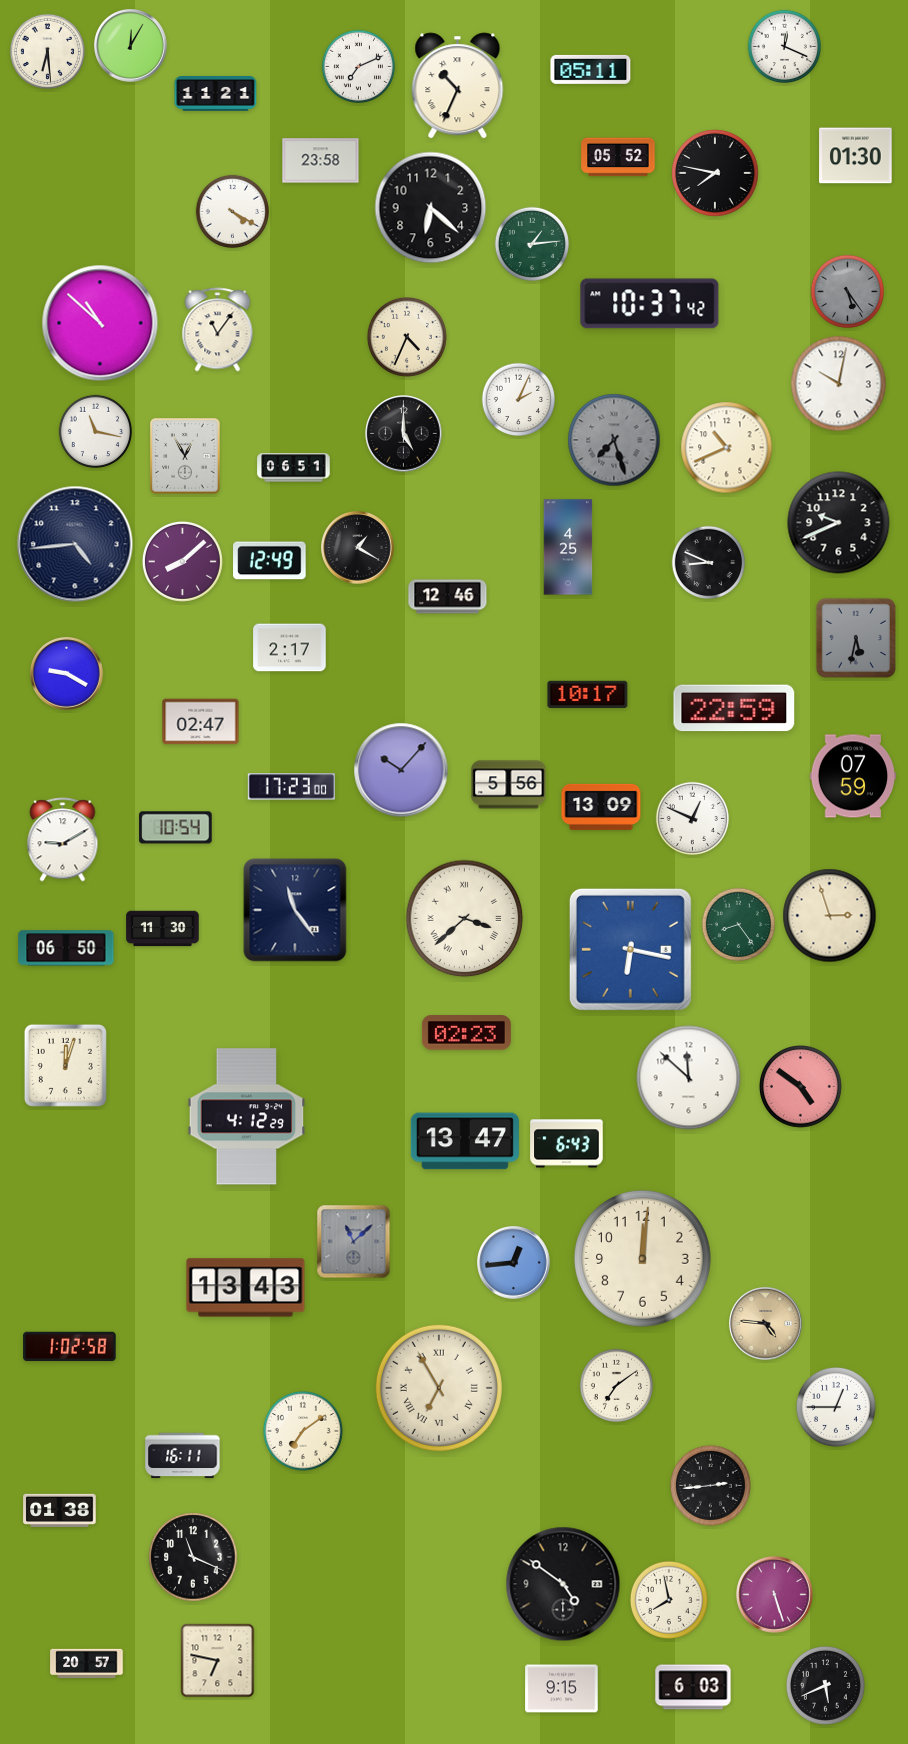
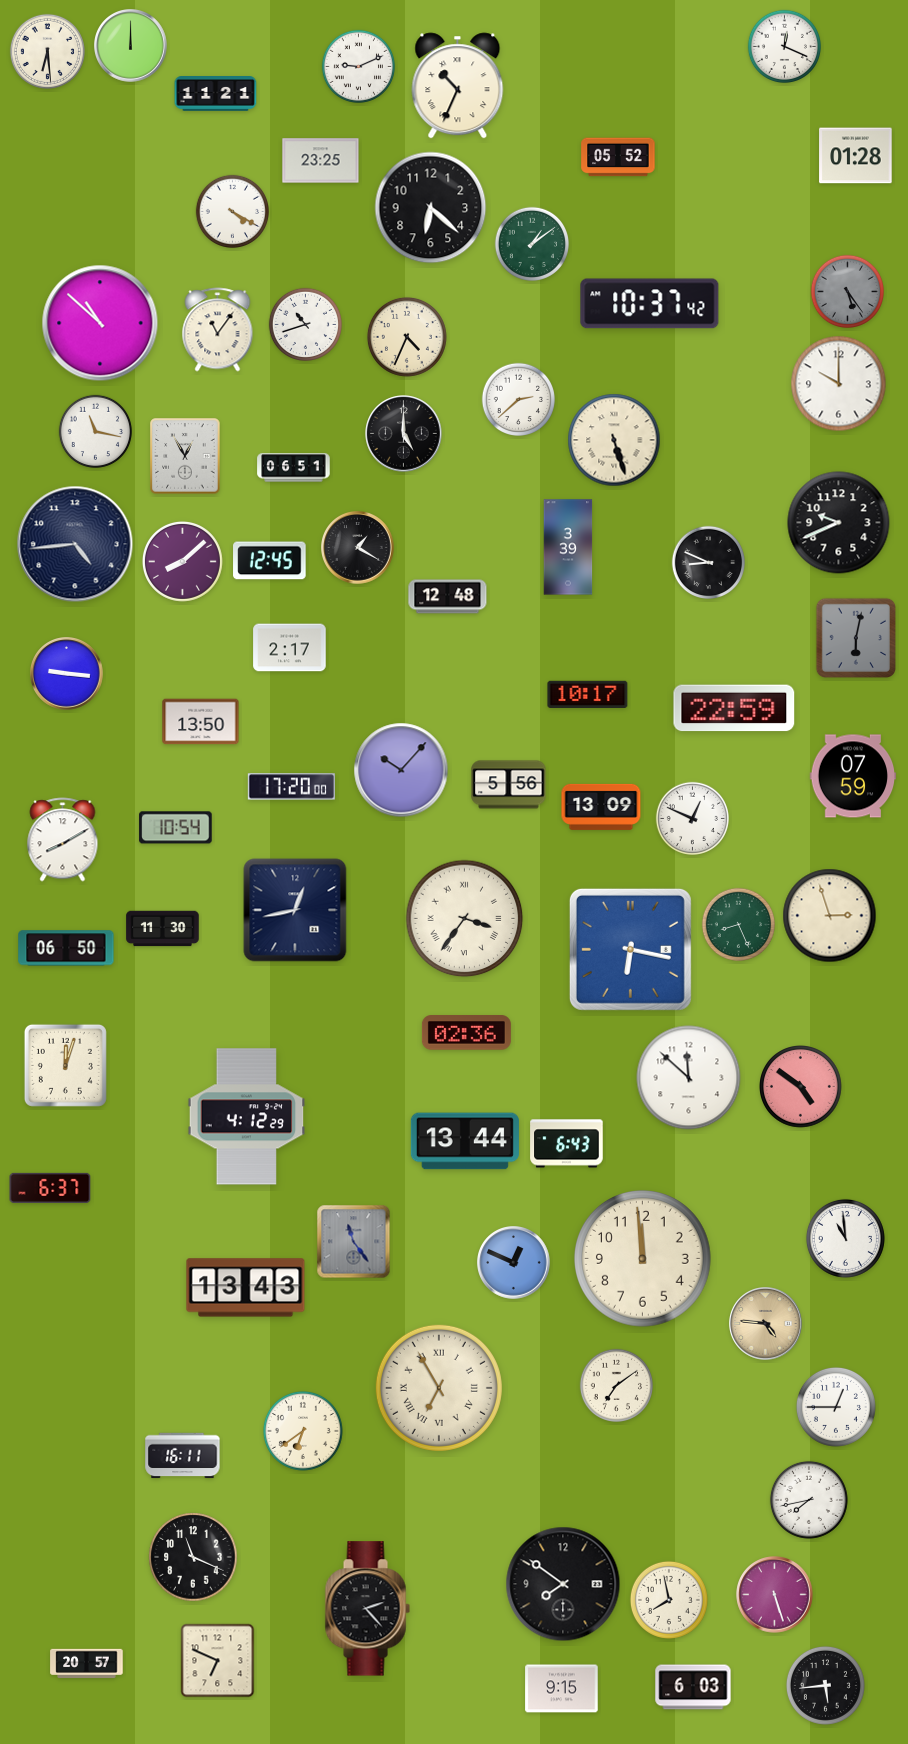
clock at (131, 46): 12:05 -> 12:00
clock at (358, 66): 7:11 -> 9:11
clock at (591, 69): 05:11 -> none
clock at (856, 156): 01:30 -> 01:28
clock at (321, 161): 23:58 -> 23:25
clock at (715, 173): 7:47 -> none
clock at (531, 243): 1:14 -> 1:09
clock at (305, 324): none -> 10:42
clock at (839, 384): 10:02 -> 10:00
clock at (518, 399): 2:04 -> 2:38
clock at (614, 440): 7:27 -> 5:27
clock at (614, 440) dial: grey -> cream
clock at (727, 448): 10:41 -> none
clock at (568, 547): 4:25 -> 3:39
clock at (270, 561): 12:49 -> 12:45
clock at (448, 597): 12:46 -> 12:48
clock at (855, 637): 5:32 -> 6:02
clock at (67, 674): 9:20 -> 9:16
clock at (201, 722): 02:47 -> 13:50
clock at (291, 787): 17:23 -> 17:20
clock at (63, 840): 9:10 -> 8:10
clock at (295, 910): 11:24 -> 12:43
clock at (465, 919): 3:38 -> 3:36
clock at (738, 924): 8:24 -> 8:26
clock at (466, 1033): 02:23 -> 02:36
clock at (465, 1141): 13:47 -> 13:44
clock at (50, 1188): none -> 6:37
clock at (845, 1238): none -> 10:59
clock at (354, 1242): 11:08 -> 11:24
clock at (643, 1259): 12:01 -> 11:59
clock at (514, 1263): 12:44 -> 12:49
clock at (70, 1347): 1:02 -> none
clock at (303, 1431): 7:09 -> 6:39
clock at (710, 1485): 2:44 -> none
clock at (809, 1500): none -> 7:43
clock at (60, 1510): 01:38 -> none
clock at (563, 1584): 4:51 -> 7:51
clock at (367, 1609): none -> 2:23
clock at (218, 1661): 6:47 -> 6:49
clock at (825, 1685): 5:41 -> 5:44
